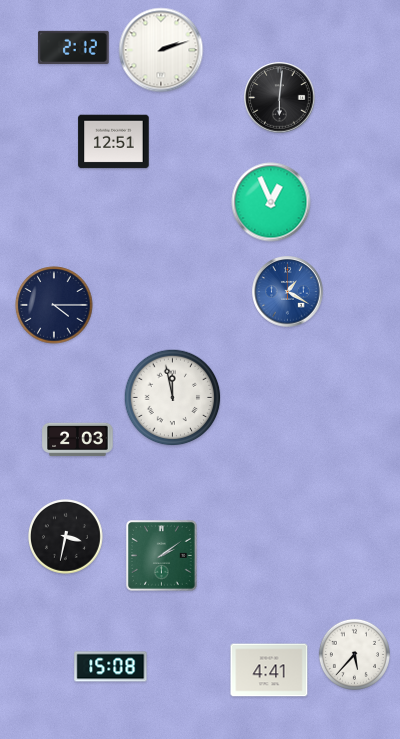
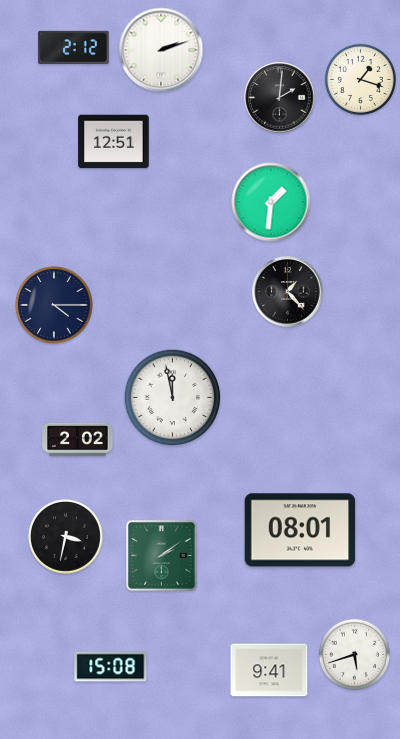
clock at (360, 79): none -> 1:18
clock at (280, 98): 6:01 -> 2:01
clock at (271, 202): 12:56 -> 1:31
clock at (288, 292): 1:20 -> 1:23
clock at (288, 292) dial: blue -> black
clock at (78, 440): 2:03 -> 2:02
clock at (300, 530): none -> 08:01
clock at (354, 654): 5:37 -> 5:42
clock at (269, 670): 4:41 -> 9:41
